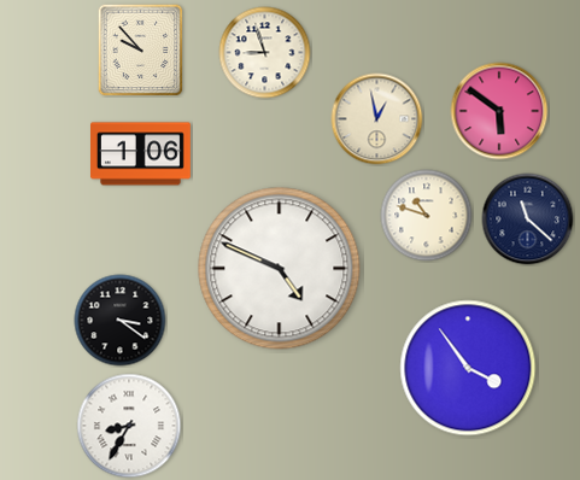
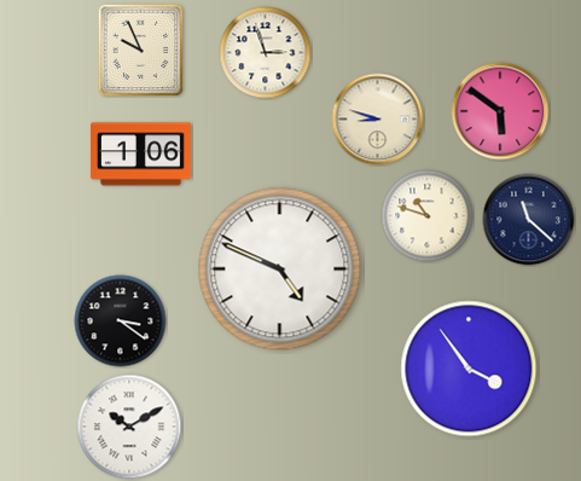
clock at (141, 51): 9:53 -> 9:56
clock at (265, 53): 8:57 -> 2:57
clock at (377, 119): 12:58 -> 8:48
clock at (129, 426): 8:35 -> 10:10
